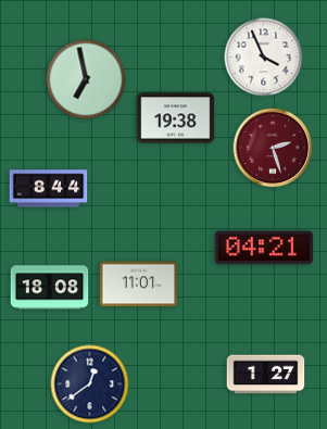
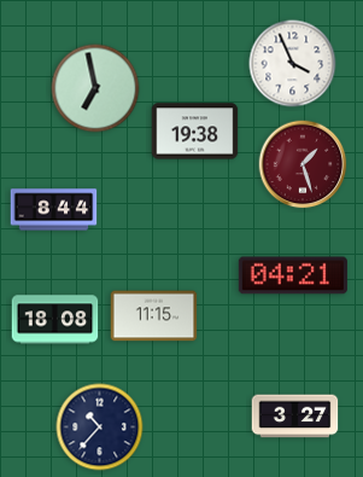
clock at (273, 148): 2:27 -> 1:27
clock at (139, 285): 11:01 -> 11:15
clock at (266, 375): 1:27 -> 3:27
clock at (90, 384): 12:39 -> 10:37
